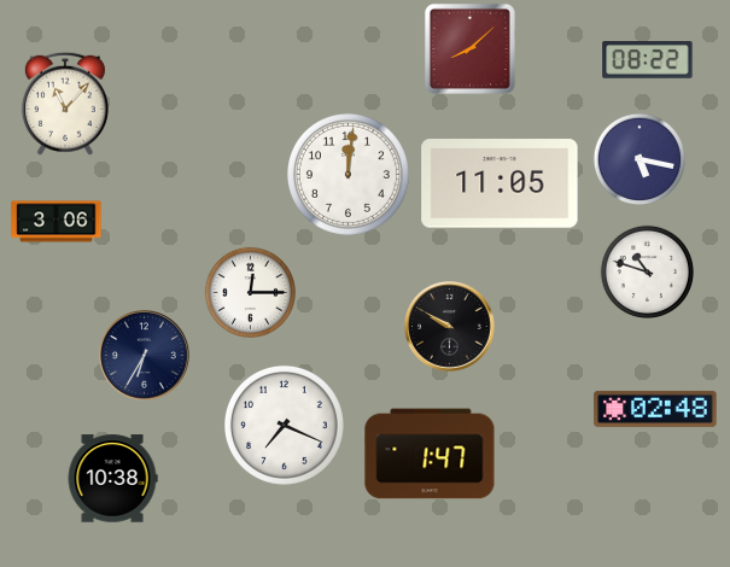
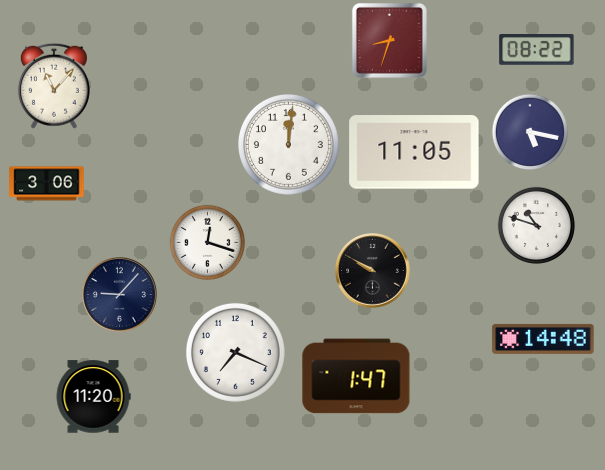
clock at (469, 48): 8:08 -> 8:33
clock at (250, 292): 12:15 -> 12:18
clock at (145, 356): 6:35 -> 9:07
clock at (655, 409): 02:48 -> 14:48
clock at (112, 479): 10:38 -> 11:20
